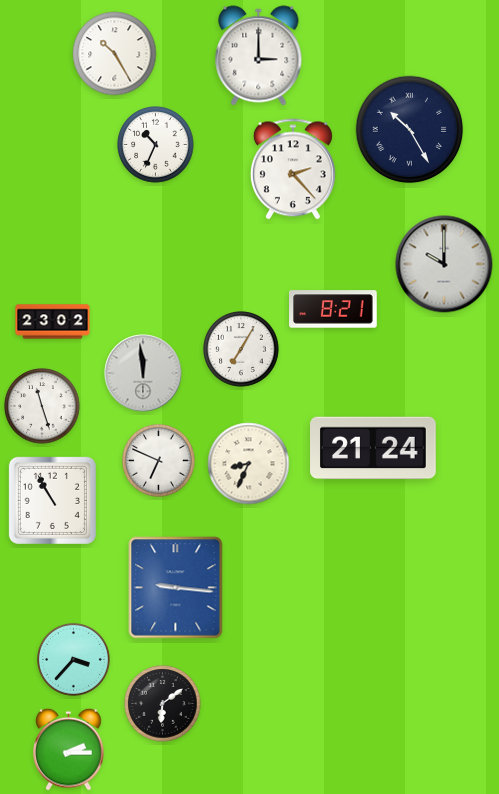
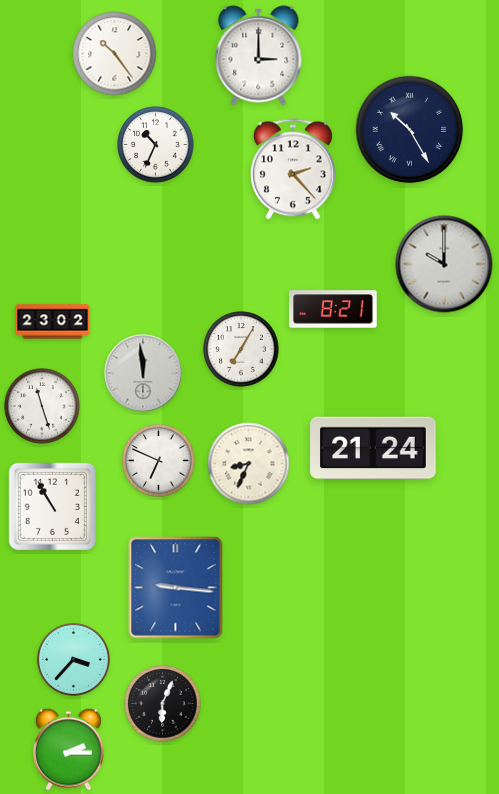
clock at (115, 54): 10:25 -> 10:24
clock at (52, 500) position: (52, 500) -> (52, 506)
clock at (163, 704): 6:09 -> 6:04
